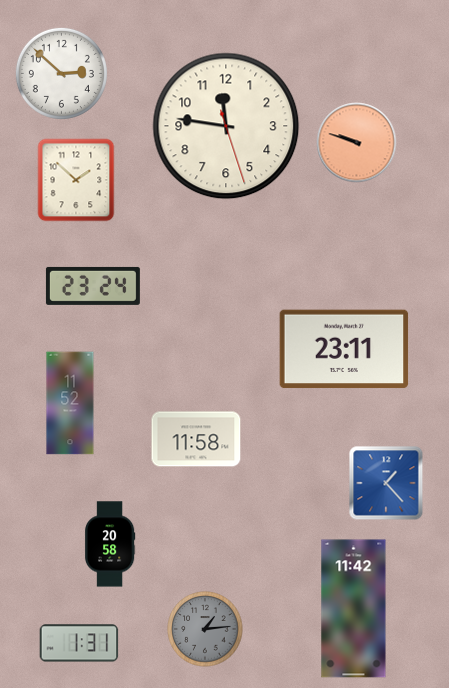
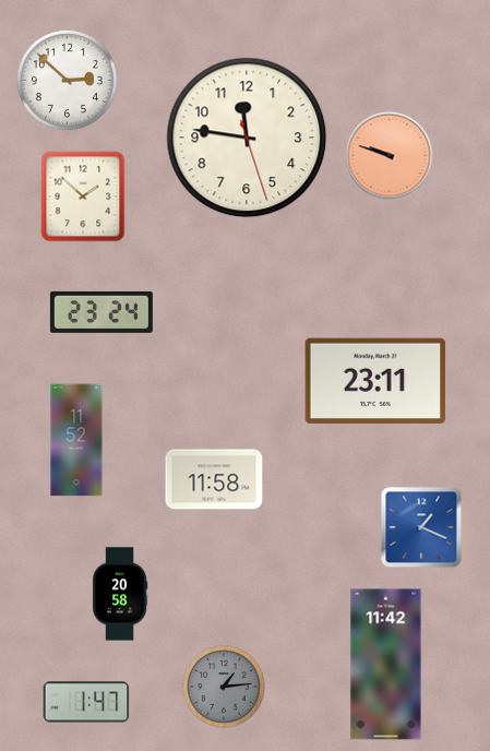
clock at (386, 483): 1:23 -> 1:19
clock at (79, 643): 1:31 -> 1:47
